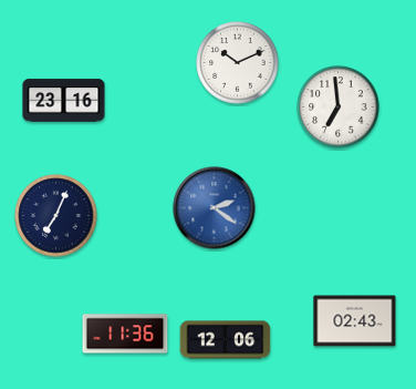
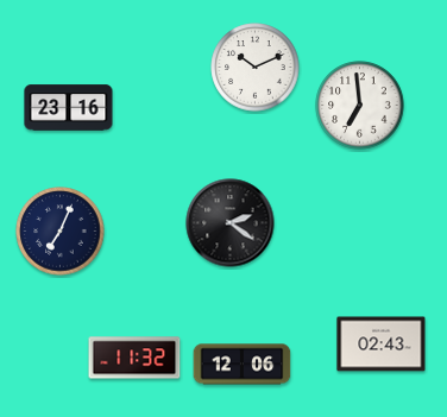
clock at (339, 108) position: (339, 108) -> (360, 106)
clock at (215, 208) dial: blue -> black
clock at (125, 334): 11:36 -> 11:32
